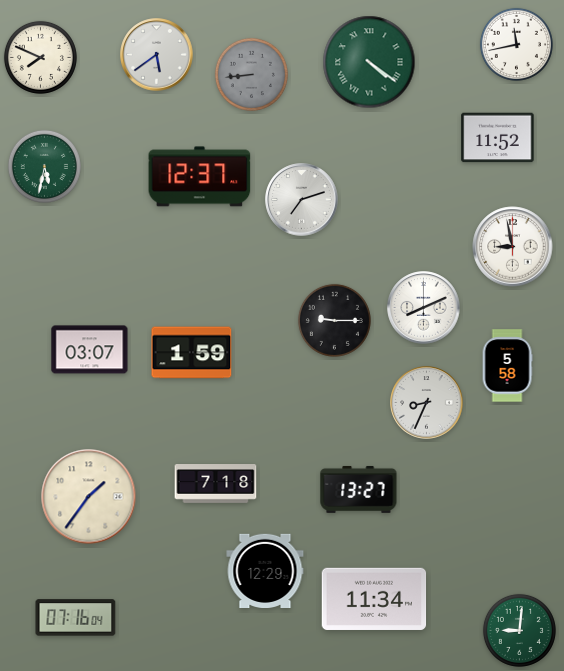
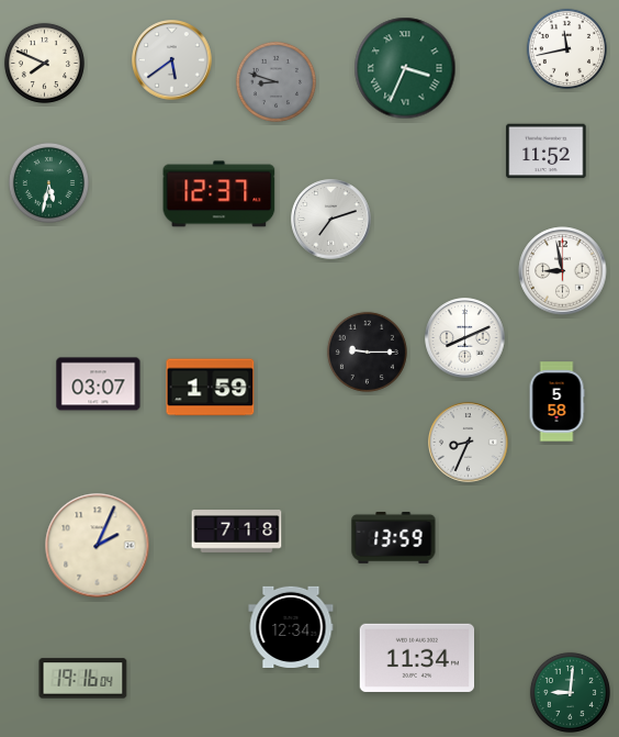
clock at (369, 62): 4:21 -> 3:34
clock at (251, 74): 8:44 -> 8:48
clock at (359, 489): 13:27 -> 13:59
clock at (89, 497): 1:36 -> 2:04
clock at (265, 570): 12:29 -> 12:34
clock at (374, 599) position: (374, 599) -> (417, 658)
clock at (76, 618): 07:16 -> 19:16
